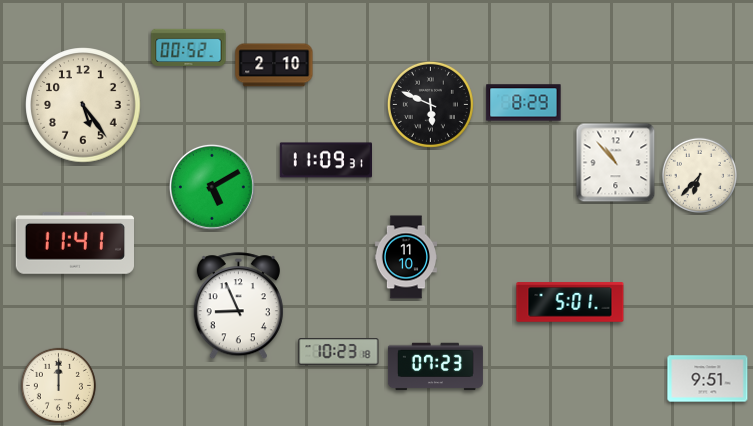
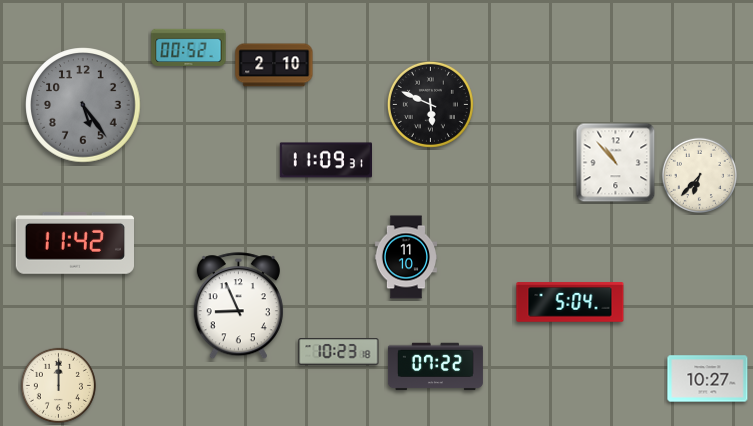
clock at (524, 103): 8:29 -> none
clock at (83, 105) dial: cream -> grey
clock at (212, 187): 5:10 -> none
clock at (74, 243): 11:41 -> 11:42
clock at (570, 302): 5:01 -> 5:04
clock at (435, 367): 07:23 -> 07:22
clock at (708, 379): 9:51 -> 10:27
